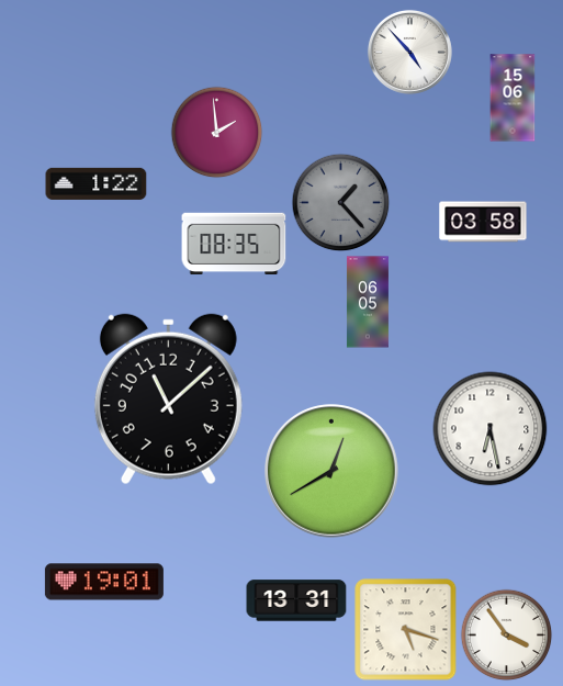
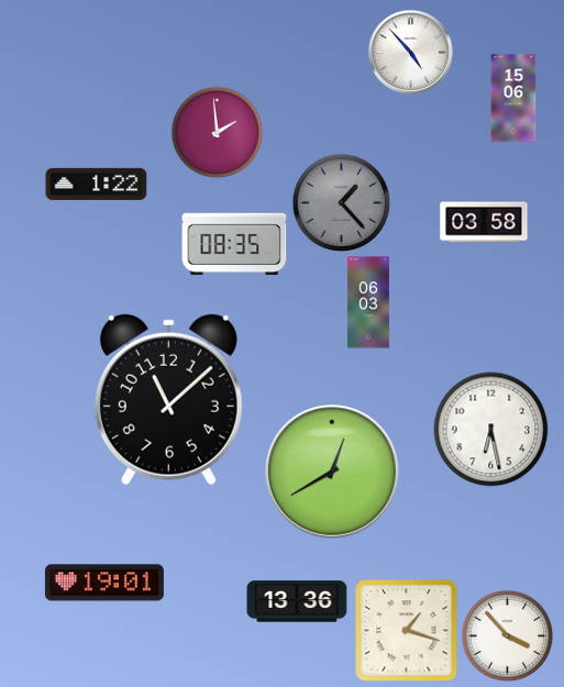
clock at (368, 302): 06:05 -> 06:03
clock at (296, 600): 13:31 -> 13:36
clock at (406, 630): 5:18 -> 1:18
clock at (506, 634): 3:54 -> 3:53
